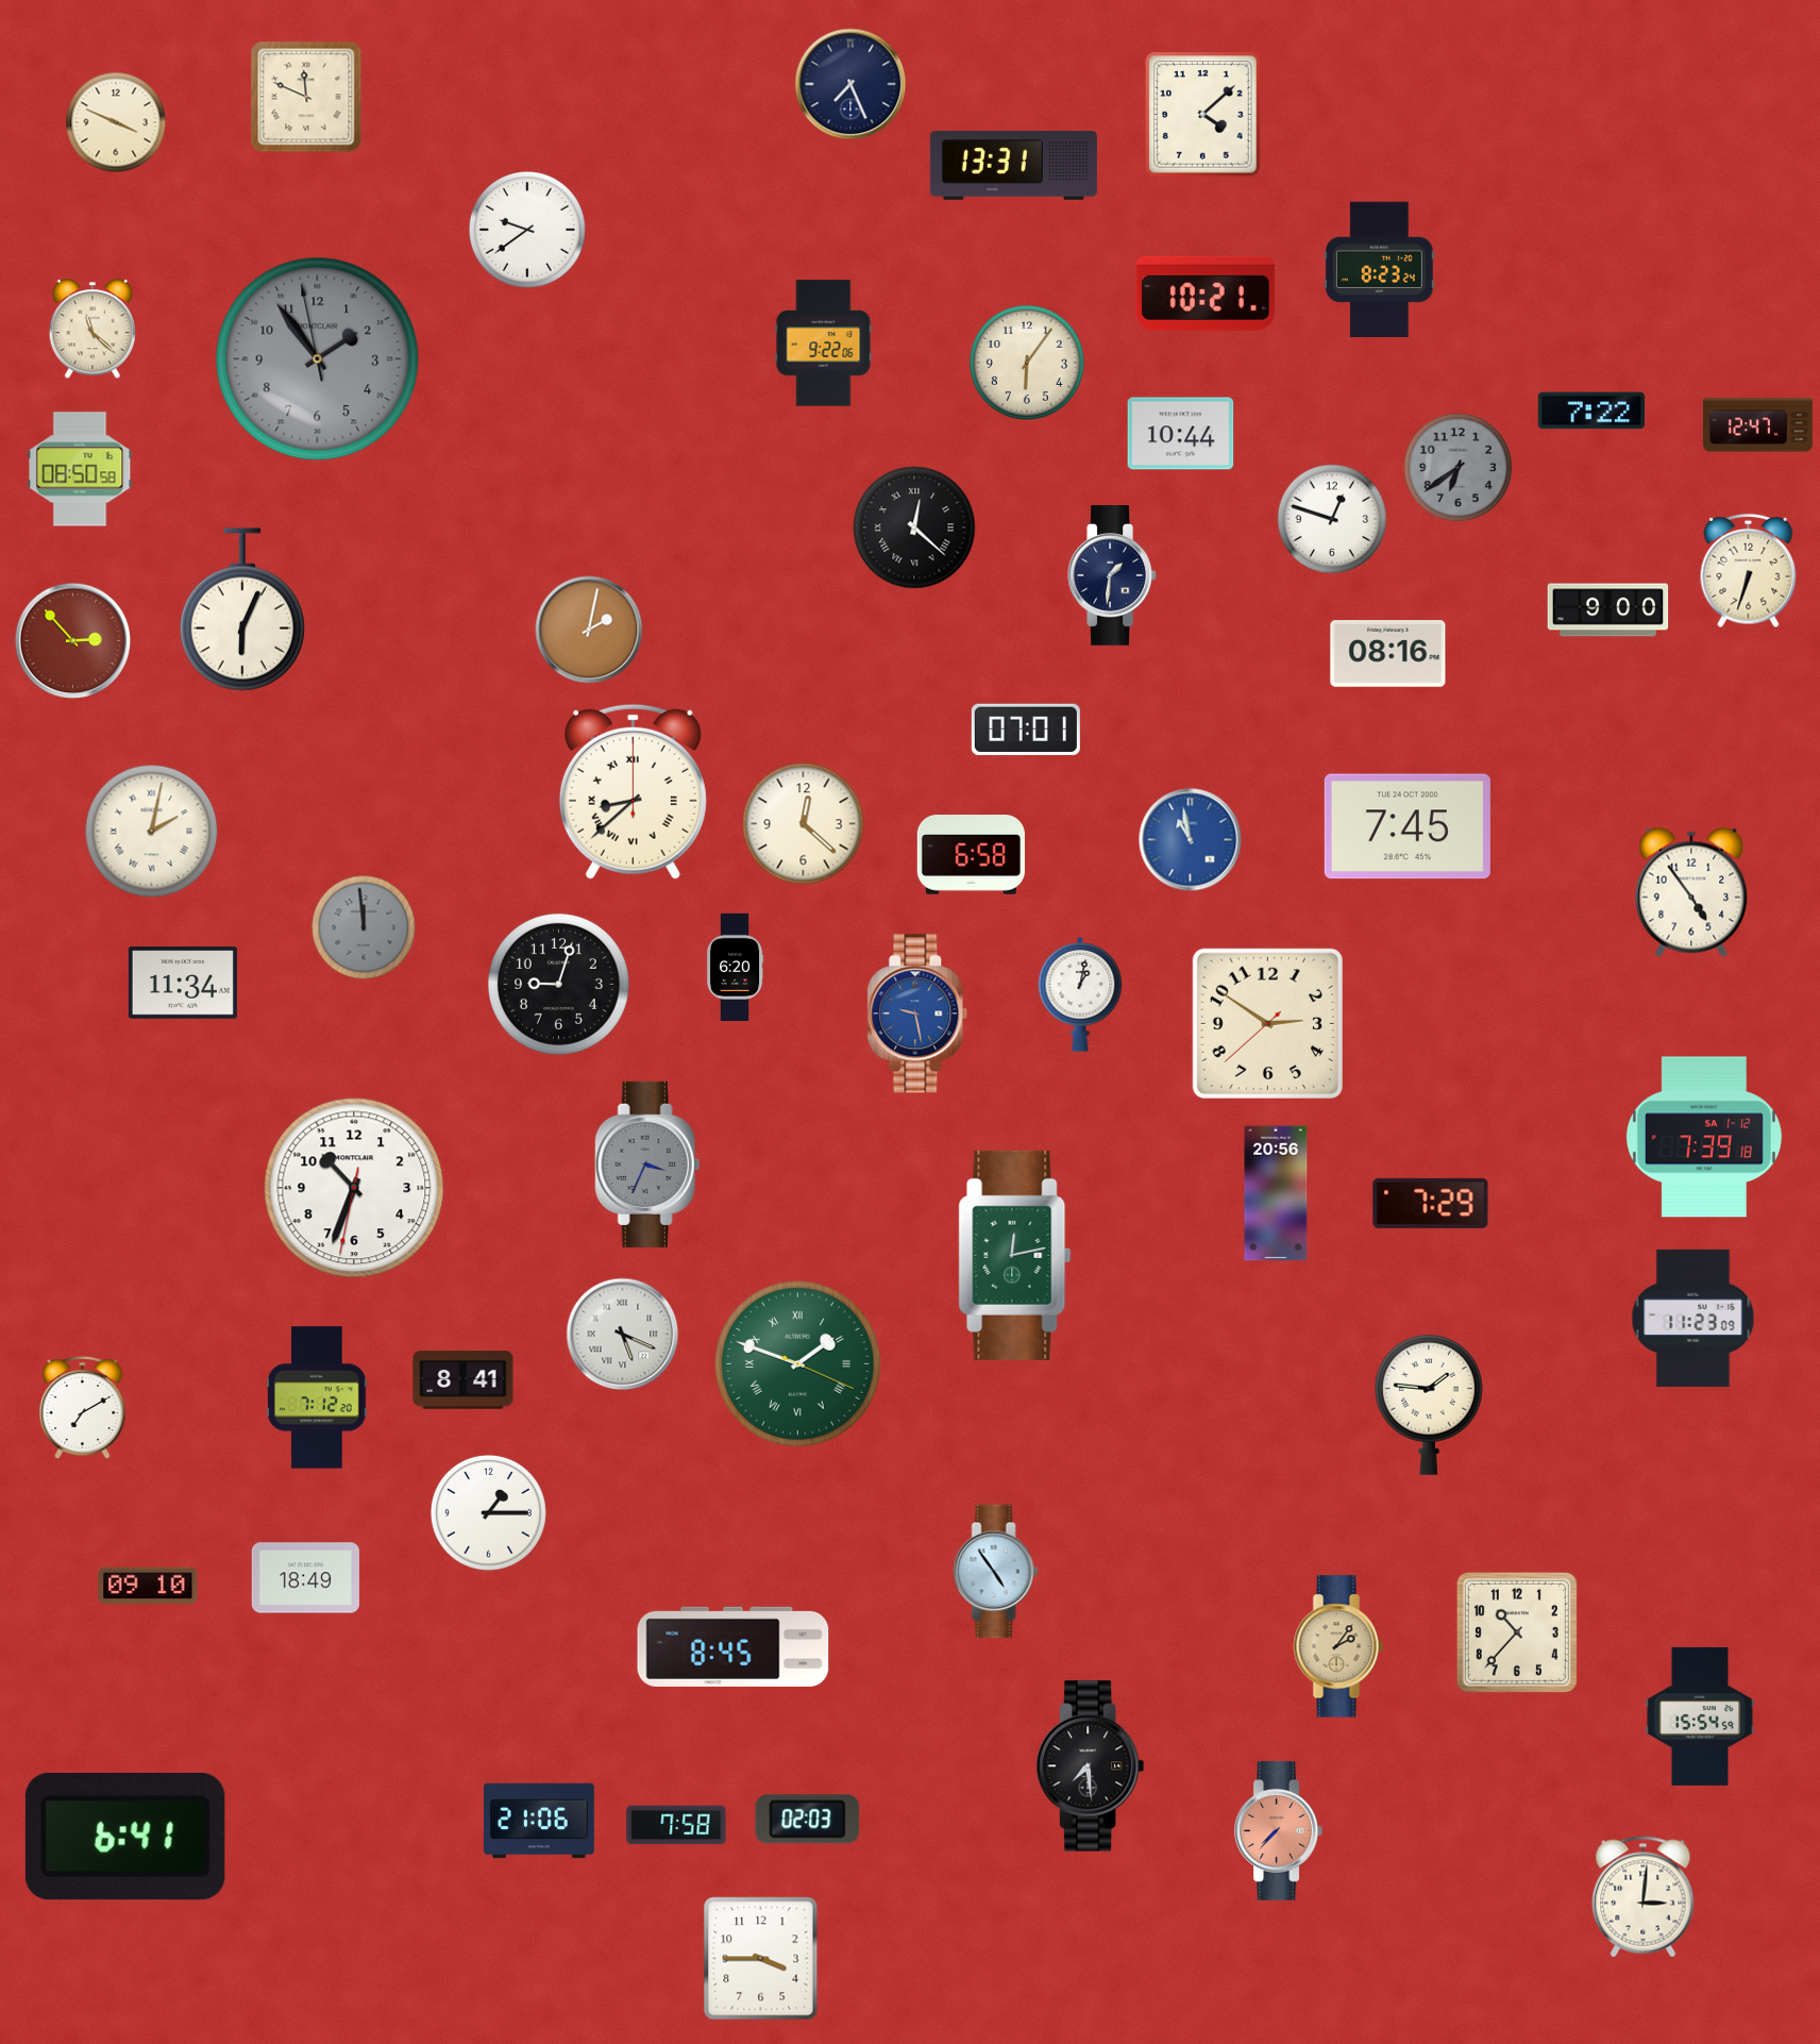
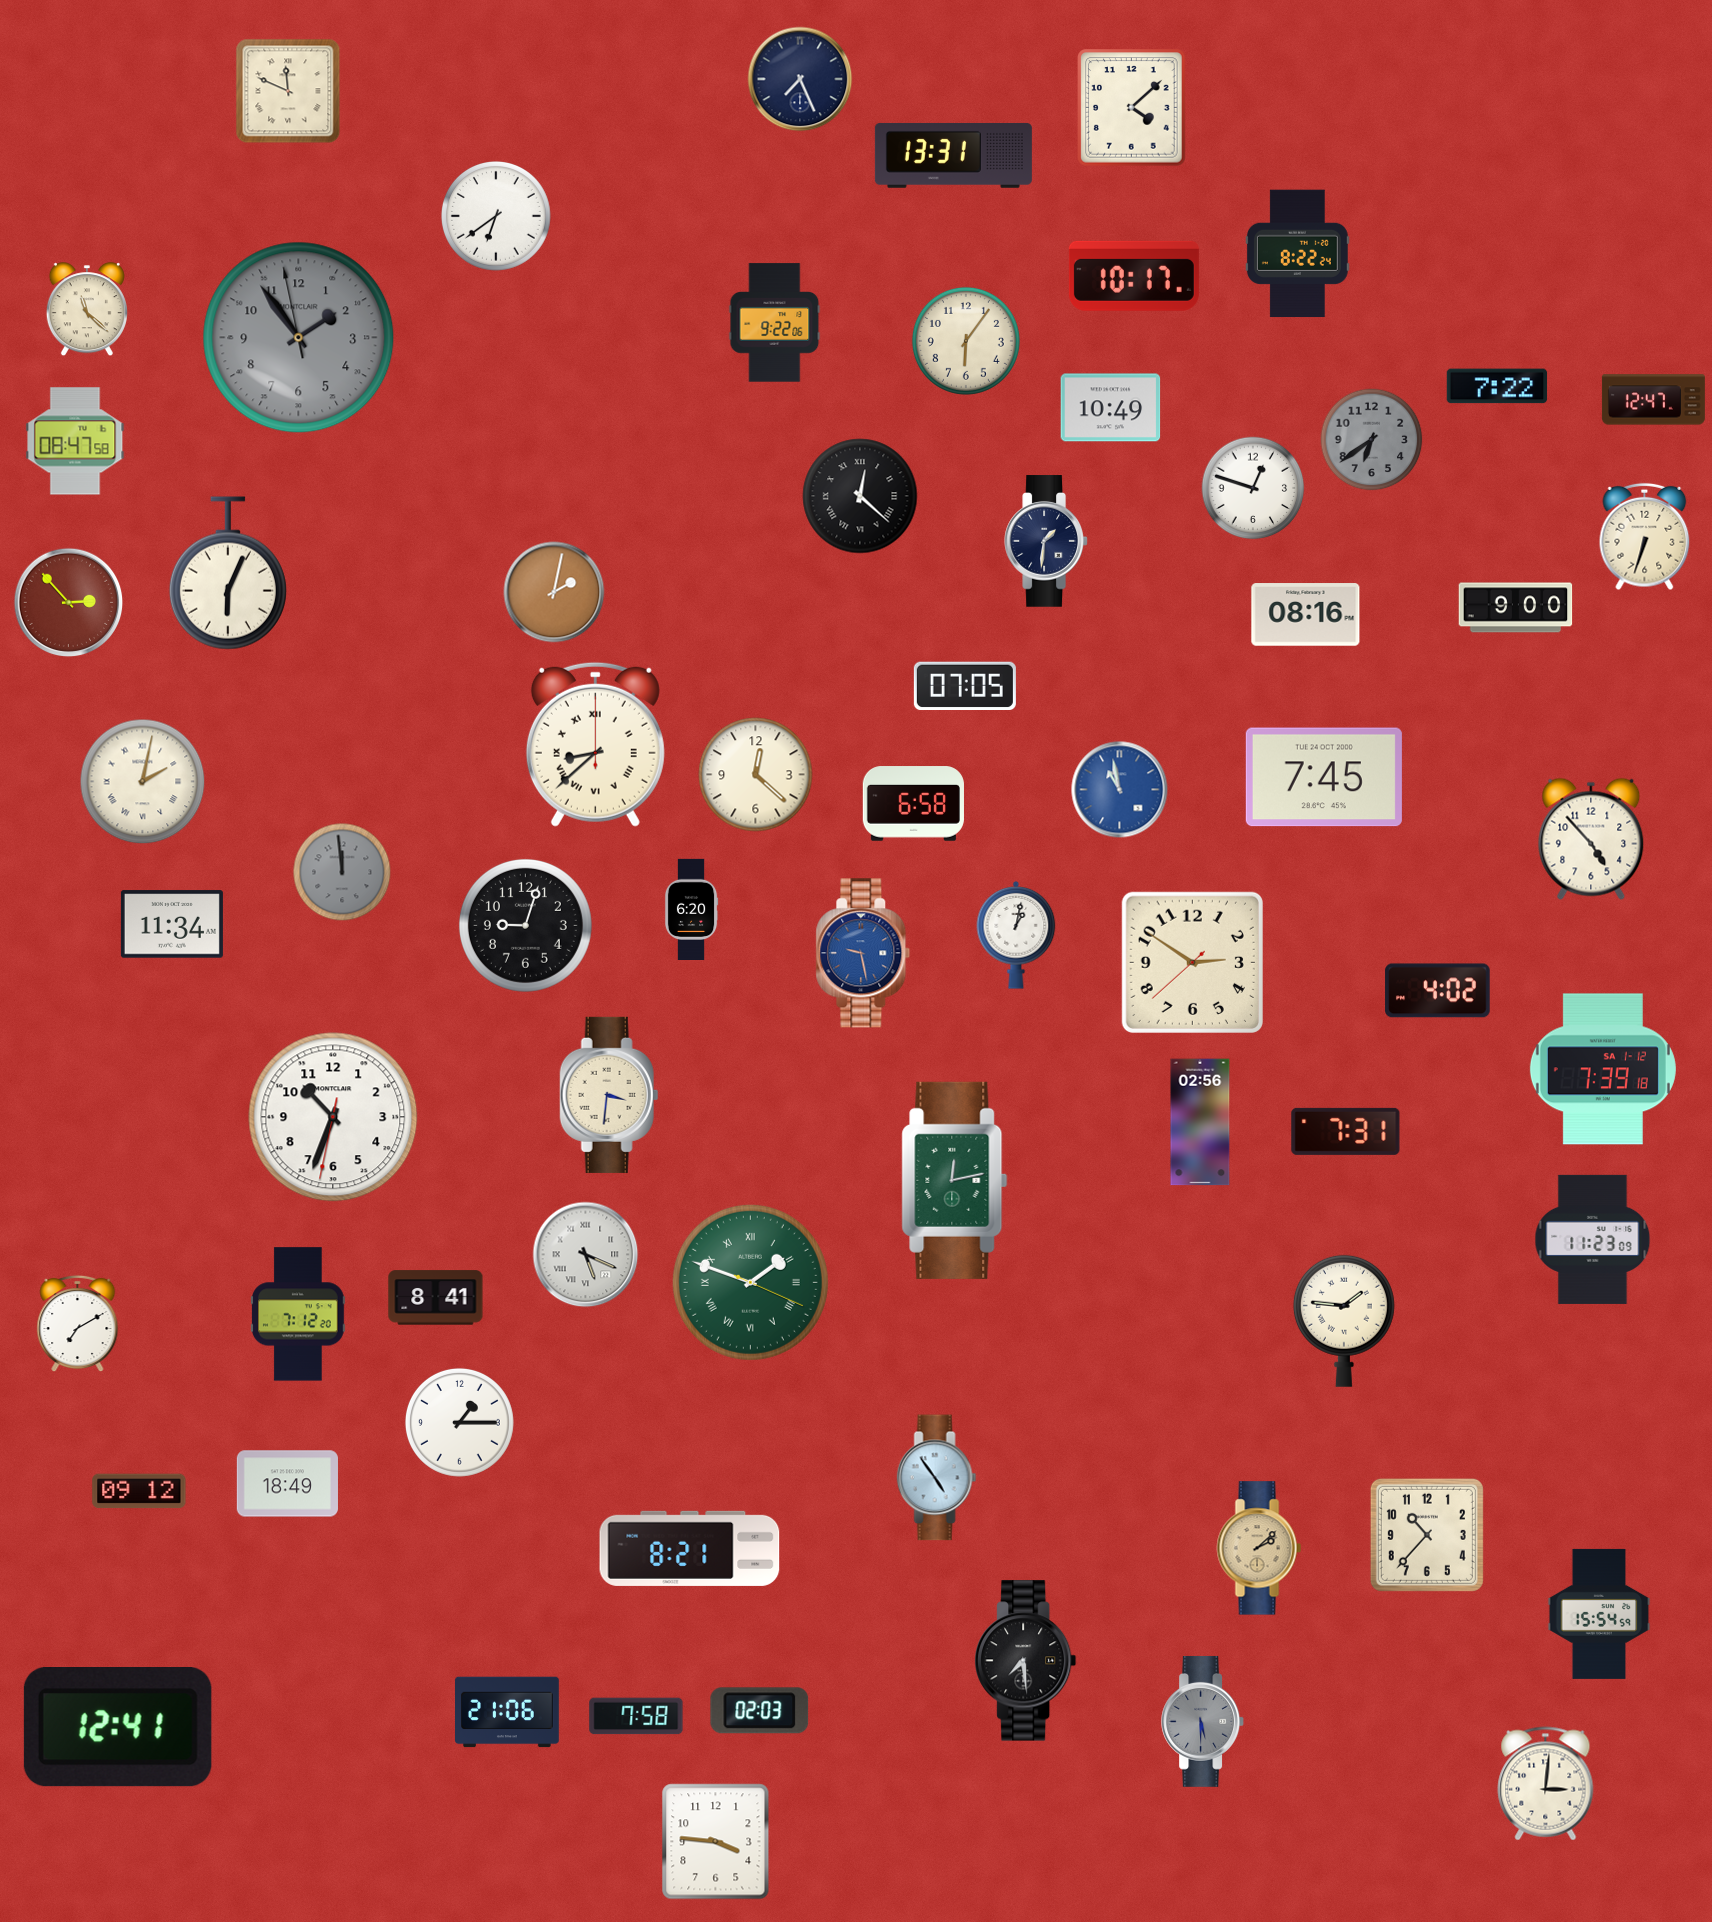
clock at (116, 122): 3:49 -> none
clock at (527, 230): 9:39 -> 6:39
clock at (1379, 270): 8:23 -> 8:22
clock at (1206, 294): 10:21 -> 10:17
clock at (1181, 434): 10:44 -> 10:49
clock at (80, 469): 08:50 -> 08:47
clock at (1608, 610) position: (1608, 610) -> (1516, 608)
clock at (1026, 730): 07:01 -> 07:05
clock at (1691, 892): 4:54 -> 4:53
clock at (1438, 991): none -> 4:02
clock at (647, 1165): 3:34 -> 3:31
clock at (647, 1165) dial: grey -> cream
clock at (1276, 1193): 20:56 -> 02:56
clock at (1431, 1203): 7:29 -> 7:31
clock at (148, 1586): 09:10 -> 09:12
clock at (734, 1646): 8:45 -> 8:21
clock at (1338, 1646): 2:06 -> 2:08
clock at (1279, 1830): 7:37 -> 5:30
clock at (1279, 1830) dial: salmon -> grey
clock at (125, 1838): 6:41 -> 12:41
clock at (761, 1959): 3:45 -> 3:46
